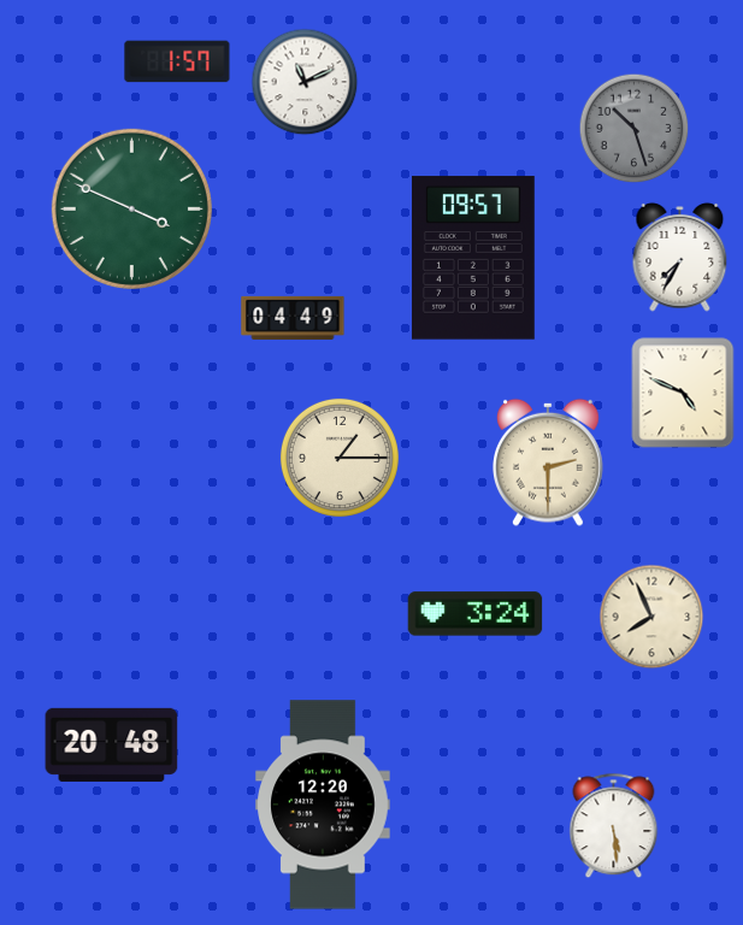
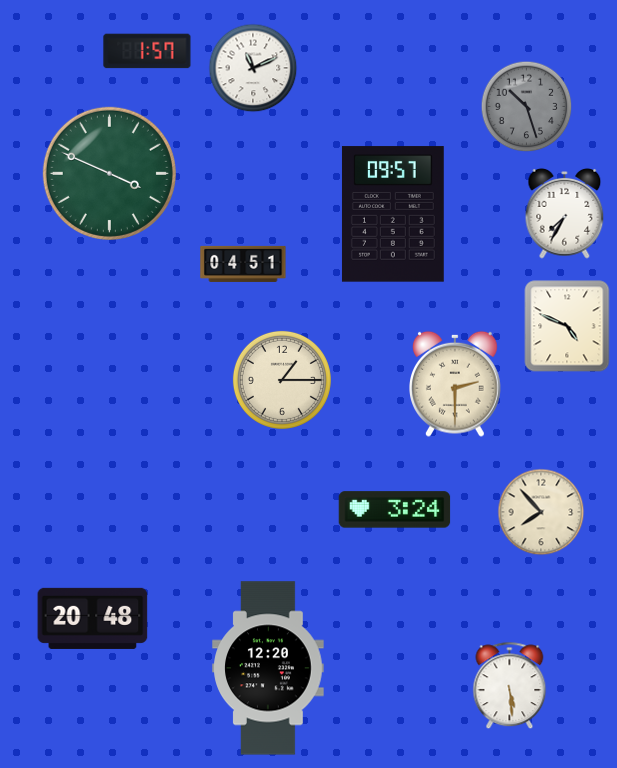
clock at (293, 318): 04:49 -> 04:51
clock at (651, 617): 7:56 -> 7:53
